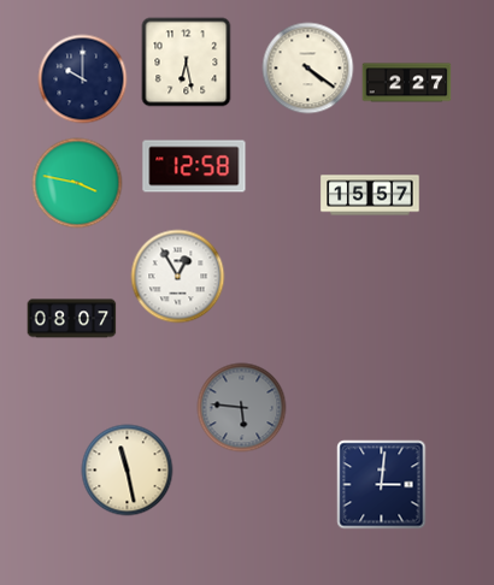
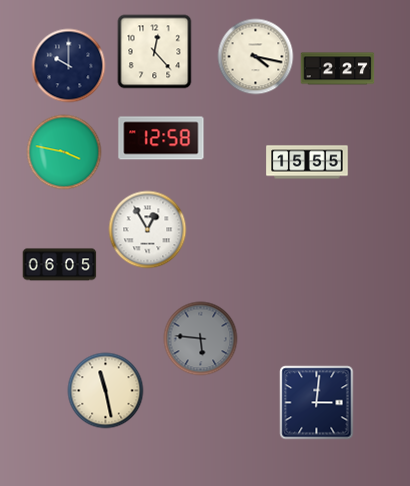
clock at (187, 63): 6:28 -> 12:23
clock at (308, 69): 4:21 -> 4:17
clock at (370, 195): 15:57 -> 15:55
clock at (72, 319): 08:07 -> 06:05
